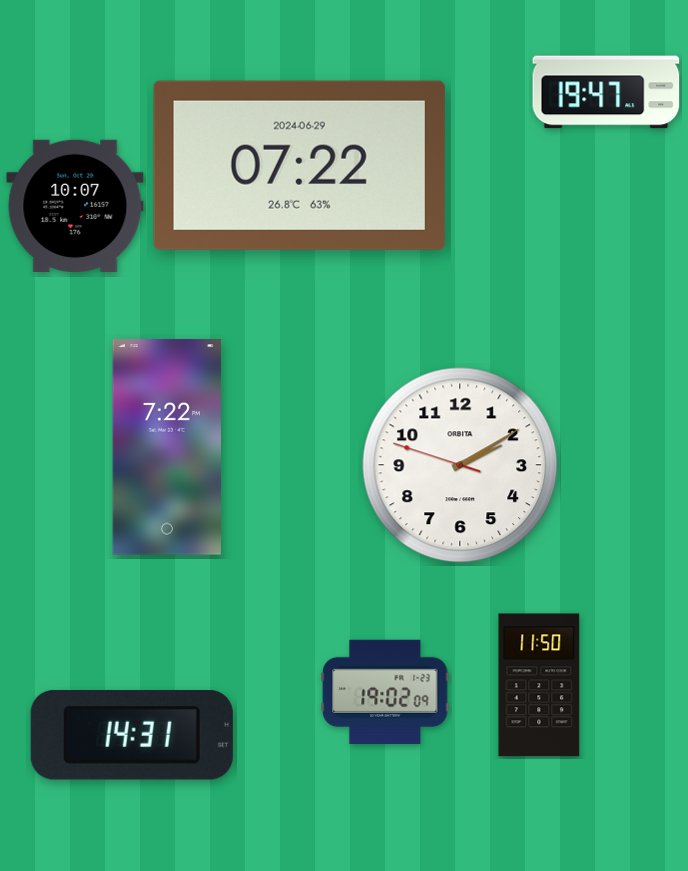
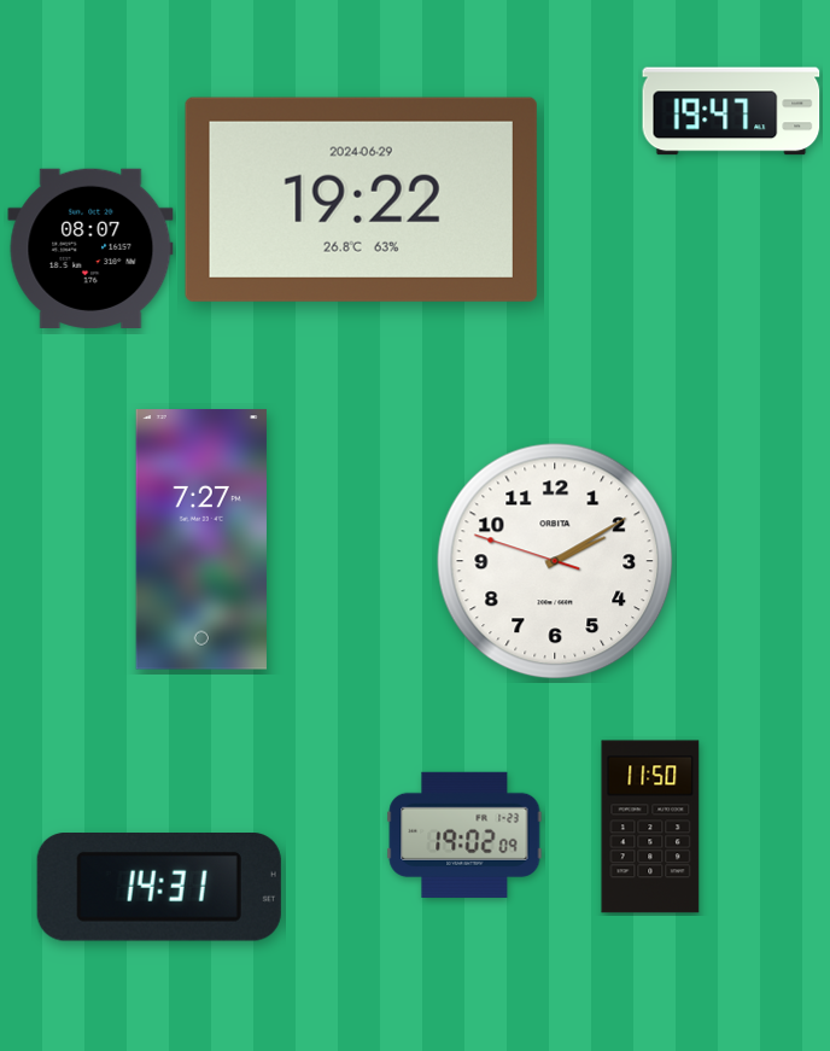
clock at (299, 165): 07:22 -> 19:22
clock at (75, 206): 10:07 -> 08:07
clock at (166, 447): 7:22 -> 7:27
